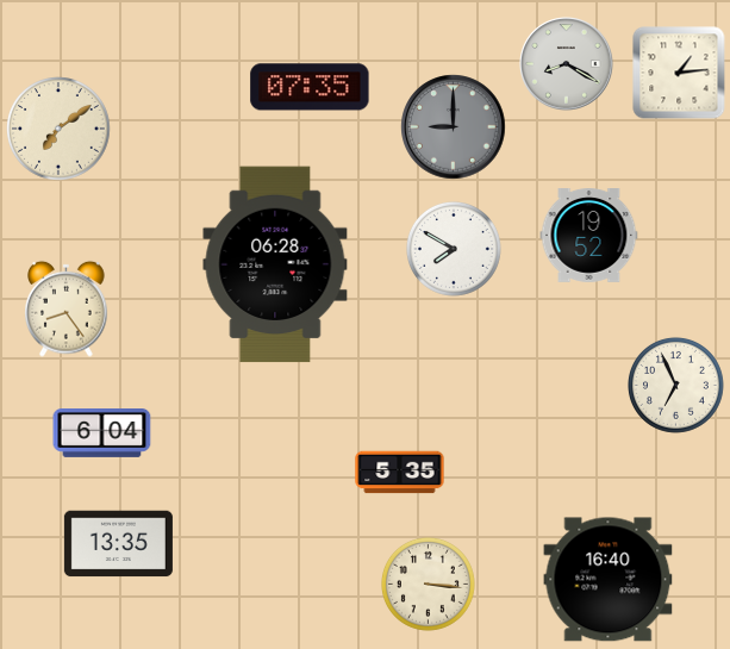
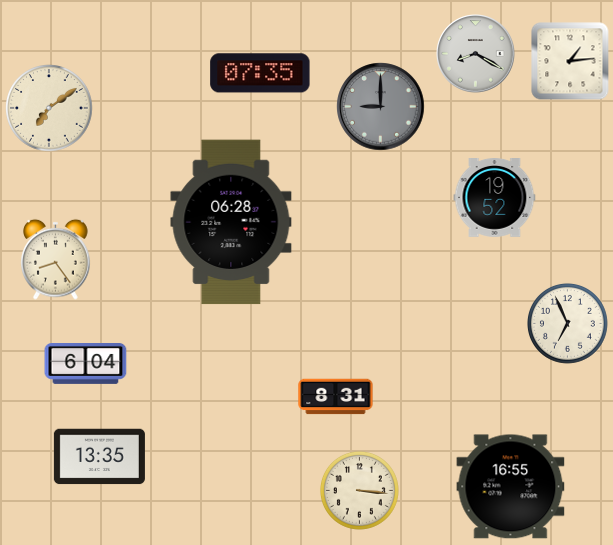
clock at (454, 249): 7:50 -> none
clock at (400, 473): 5:35 -> 8:31
clock at (609, 580): 16:40 -> 16:55
